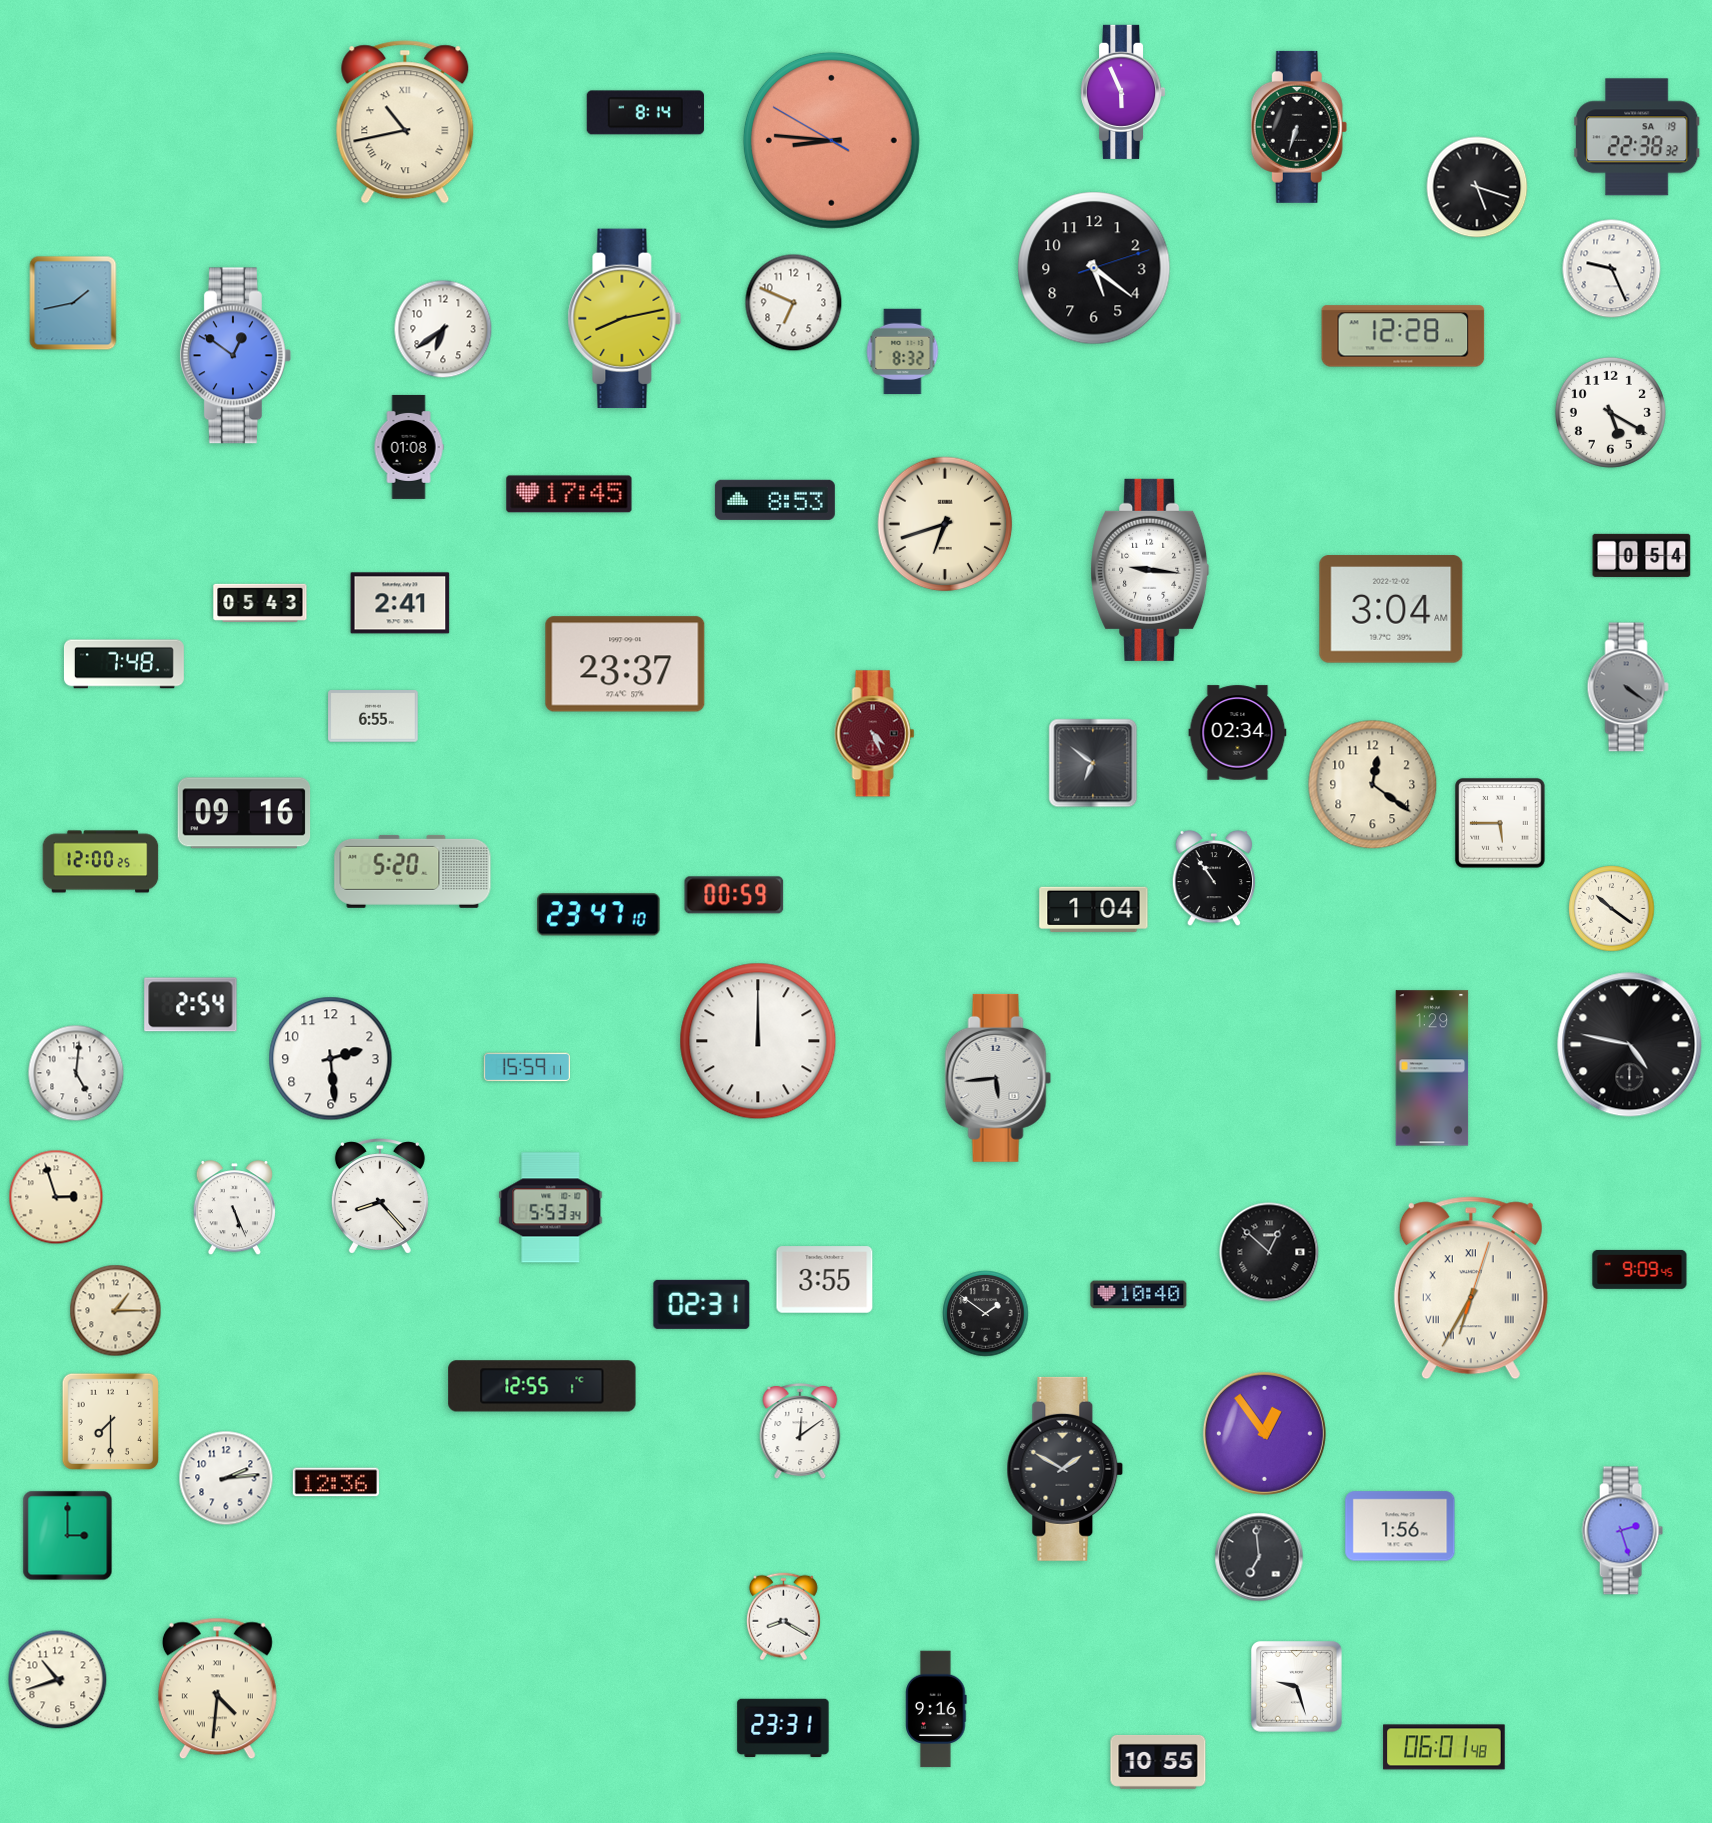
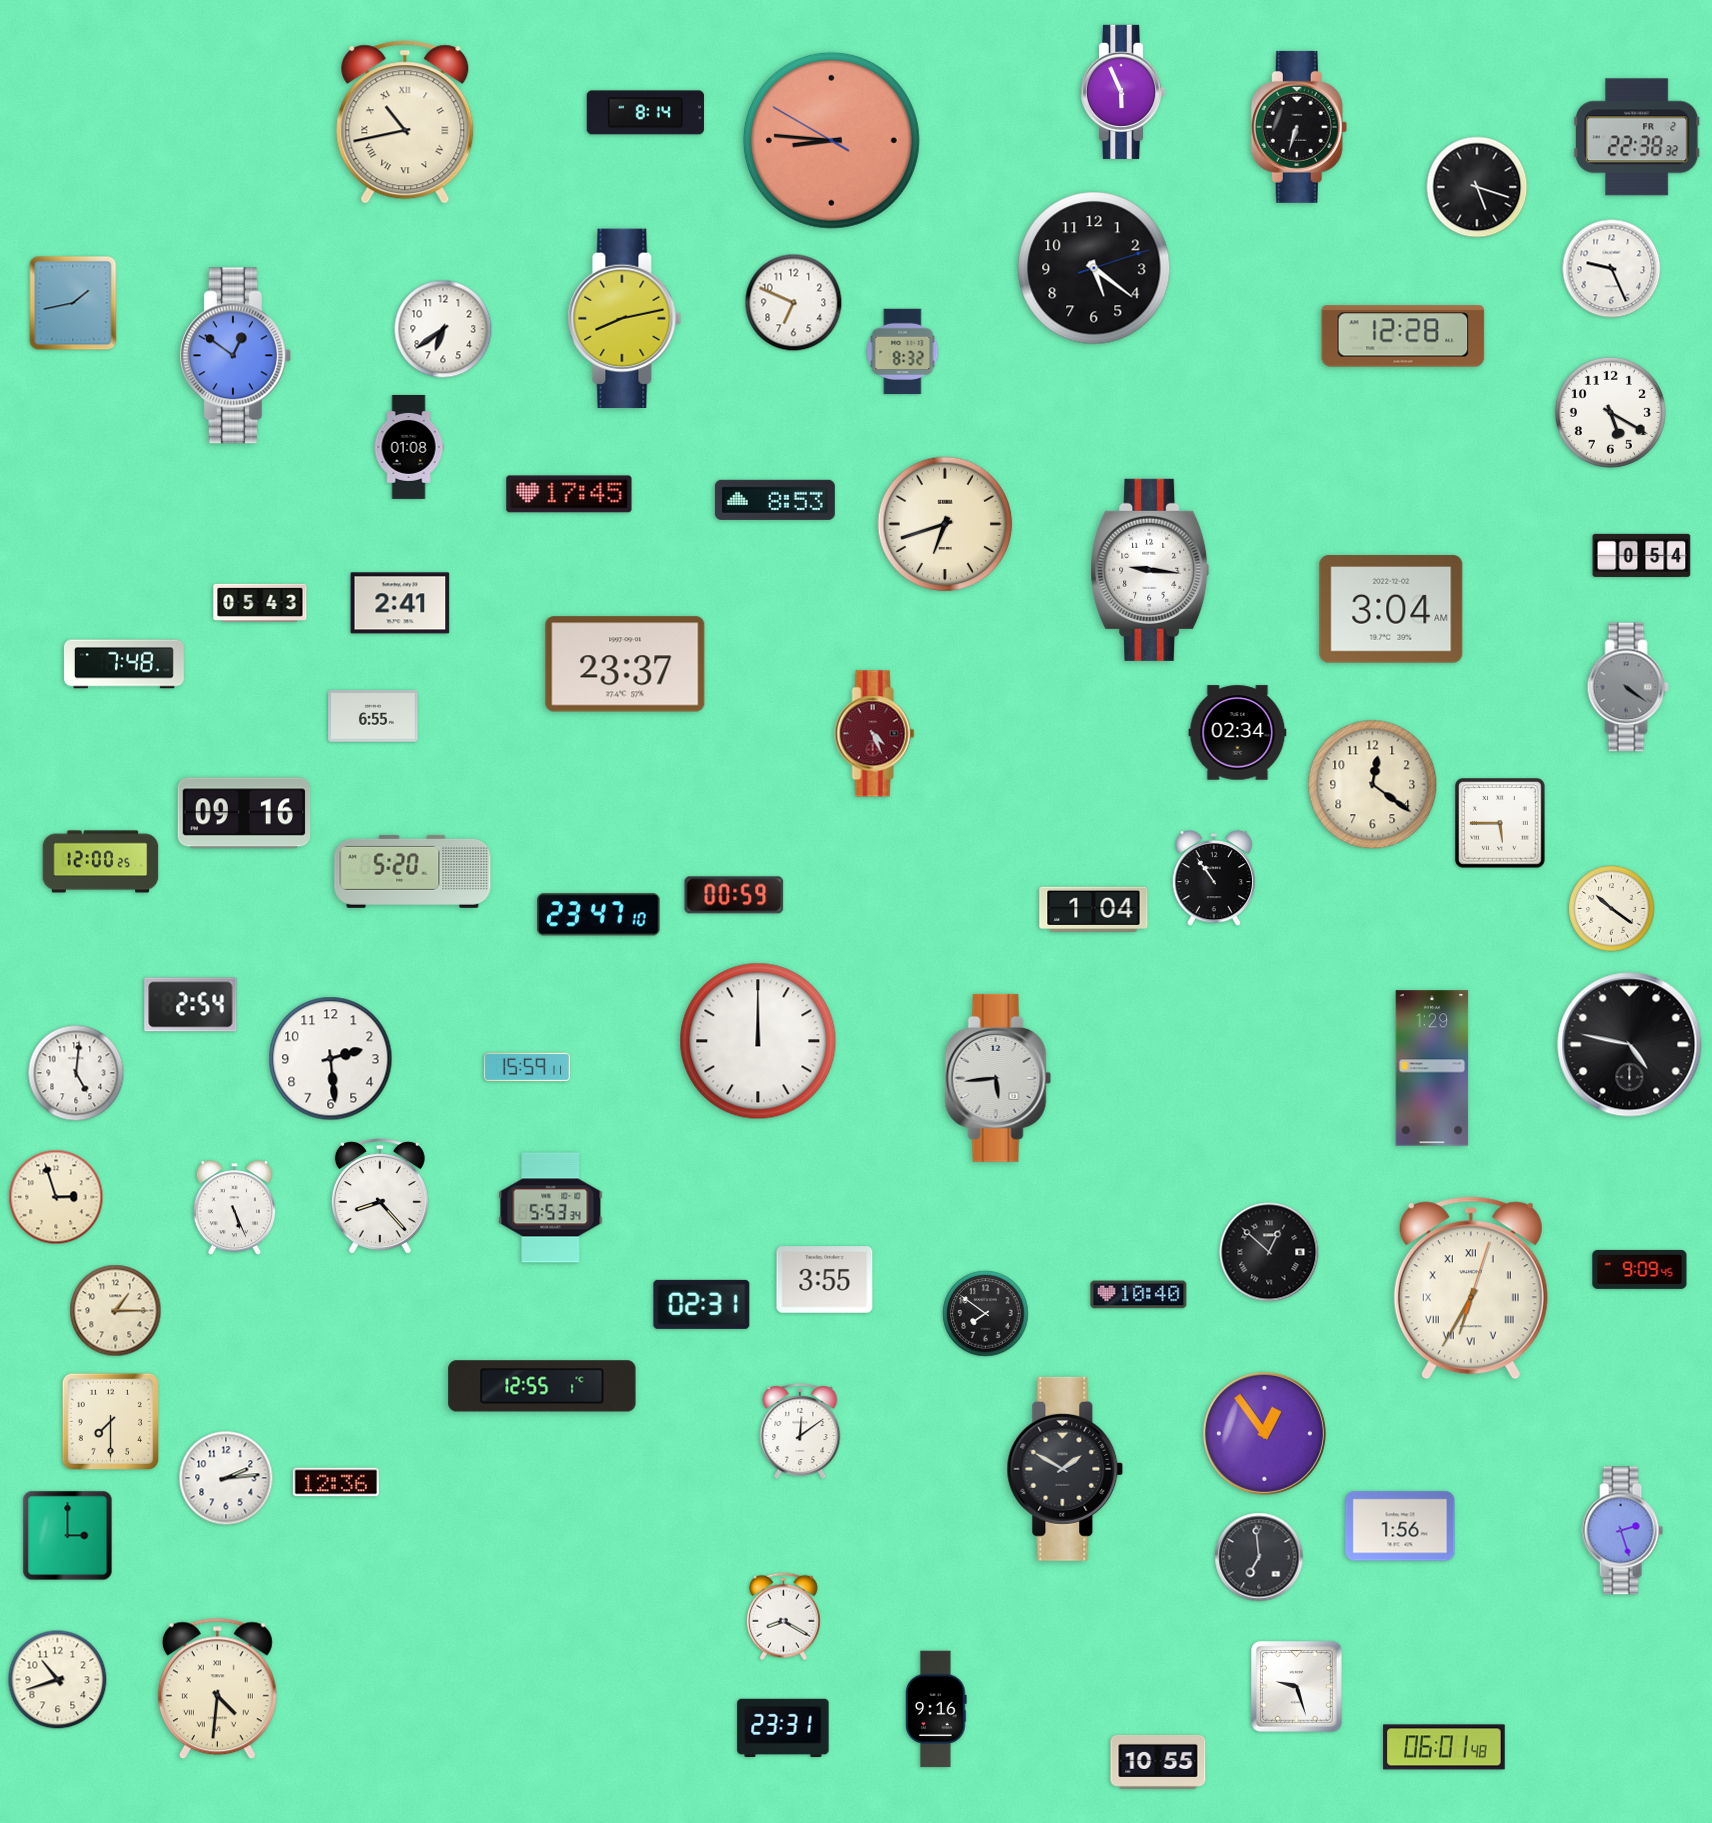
clock at (1637, 137) date: SA 19 -> FR 2
clock at (1093, 763): 6:51 -> none
clock at (986, 1314): 1:51 -> 7:51
